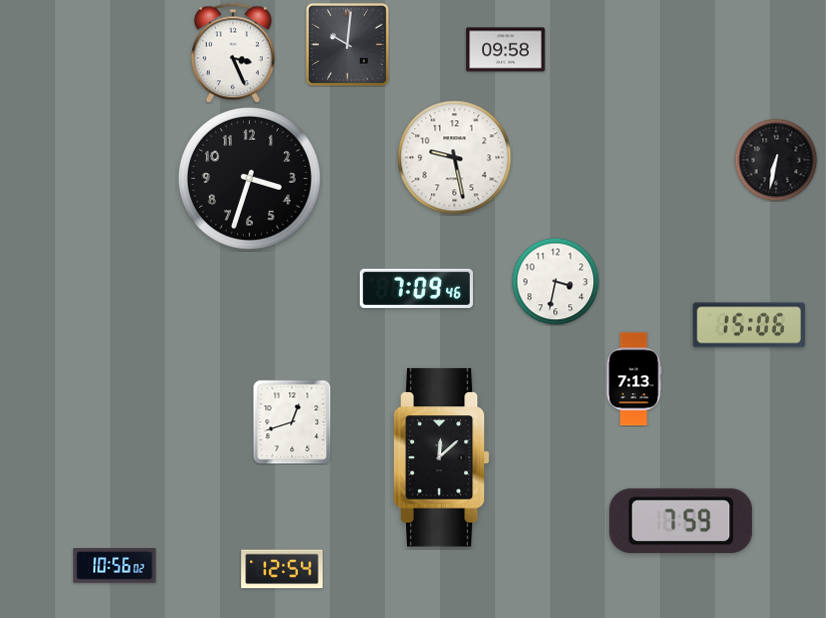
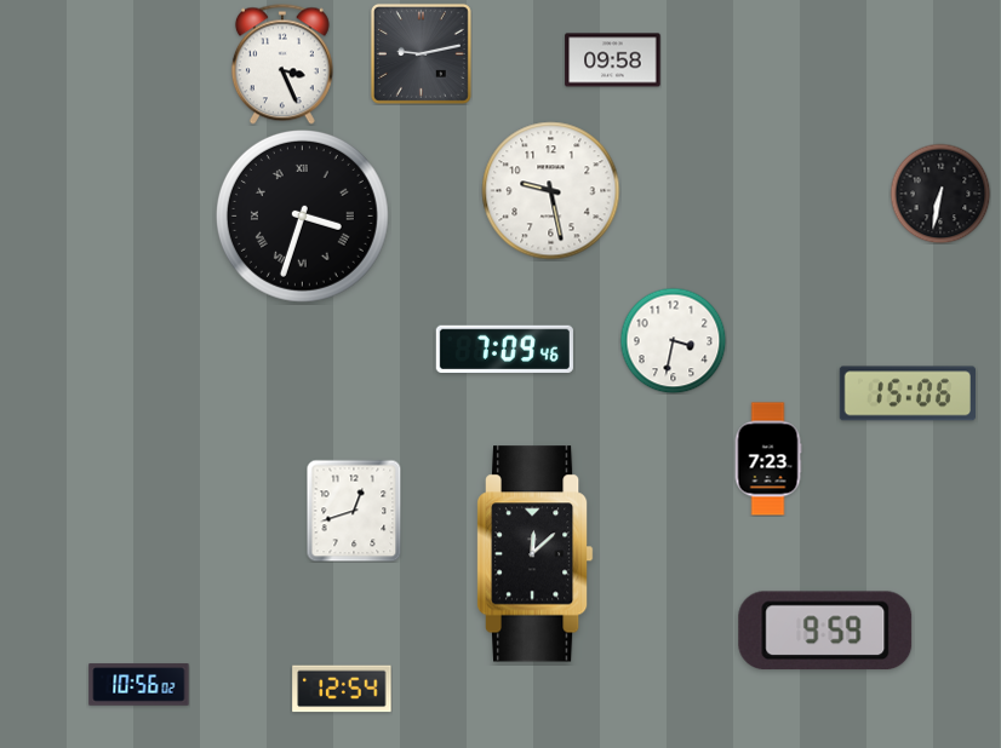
clock at (347, 44): 10:01 -> 9:13
clock at (249, 178) numerals: Arabic -> Roman
clock at (634, 379): 7:13 -> 7:23
clock at (681, 521): 7:59 -> 9:59
